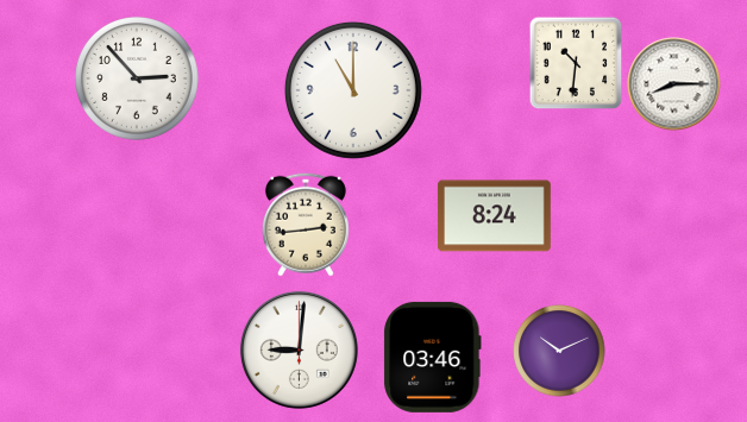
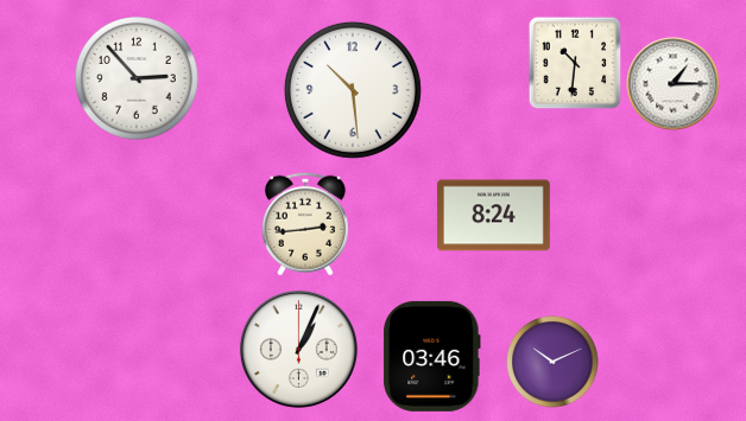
clock at (674, 84): 8:15 -> 1:15
clock at (353, 90): 11:00 -> 10:29
clock at (299, 349): 9:01 -> 1:04
clock at (559, 351) position: (559, 351) -> (552, 362)
